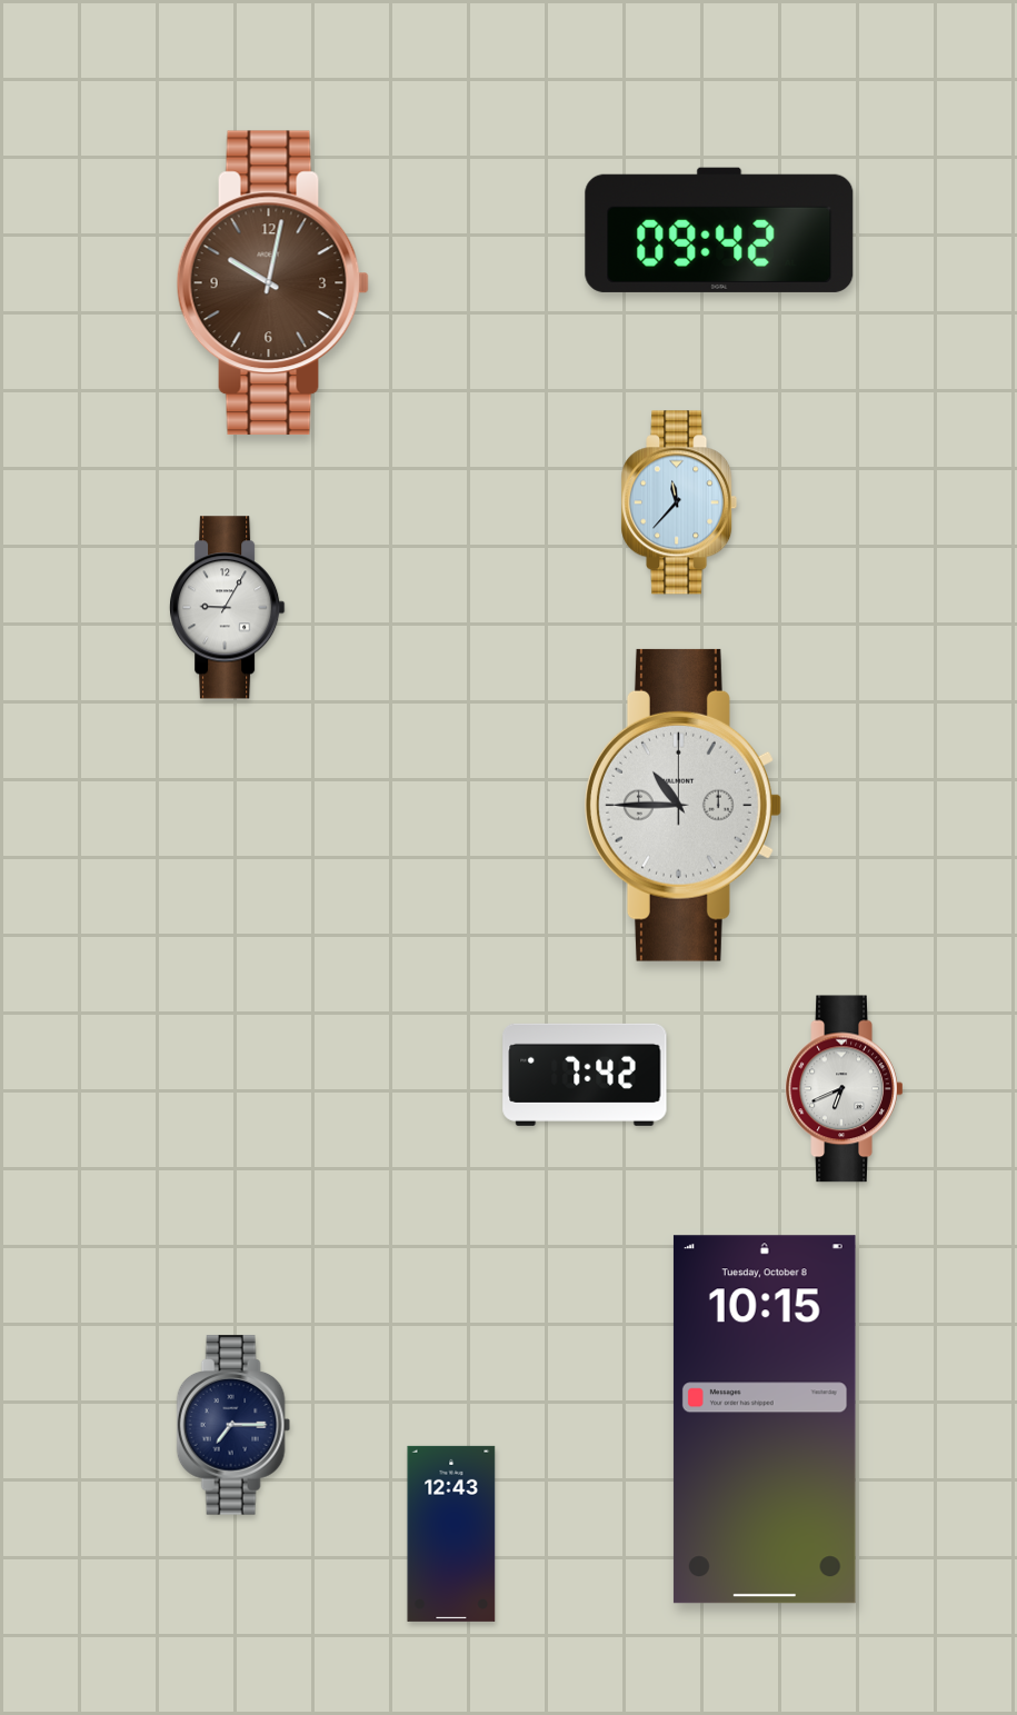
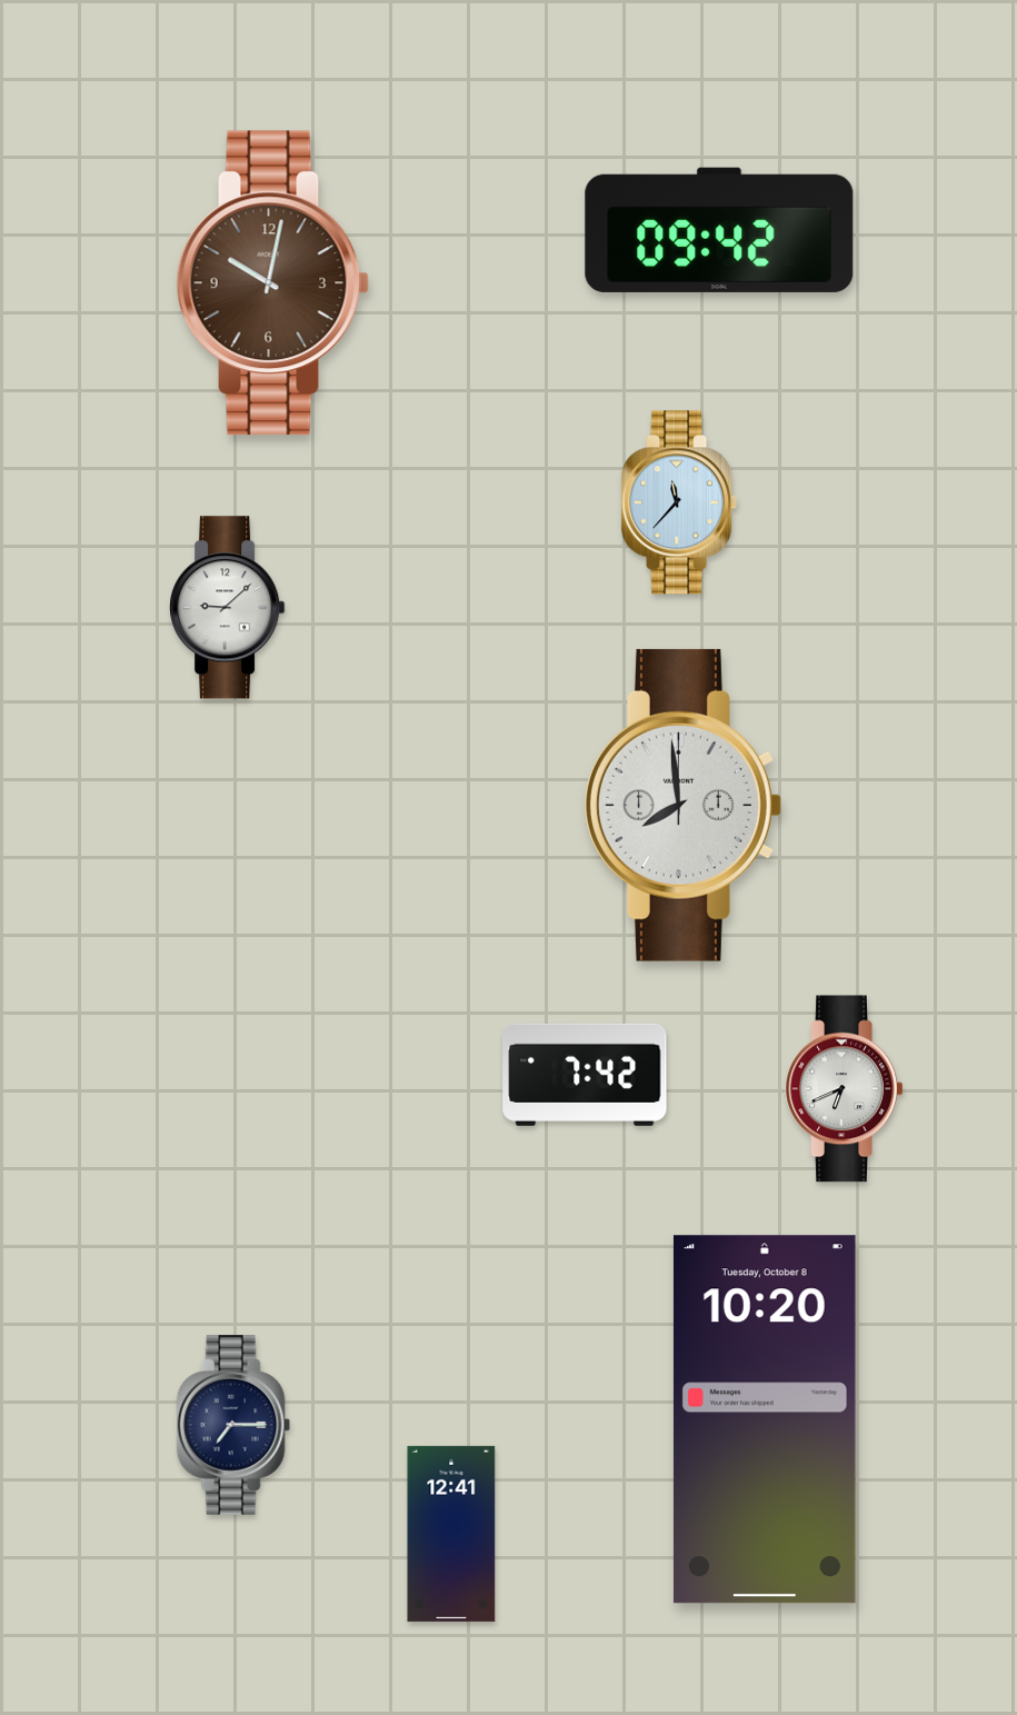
clock at (228, 608): 9:05 -> 9:08
clock at (684, 805): 10:45 -> 7:59
clock at (765, 1419): 10:15 -> 10:20
clock at (451, 1534): 12:43 -> 12:41
